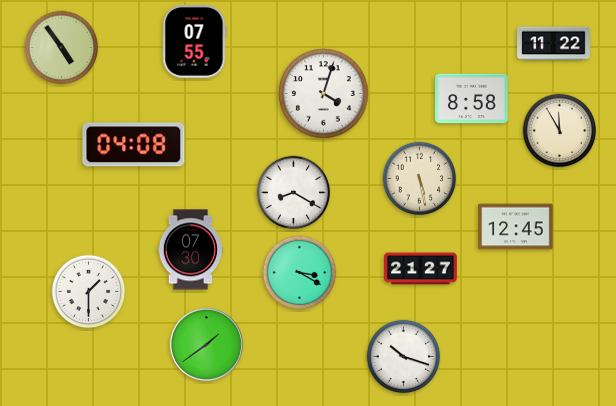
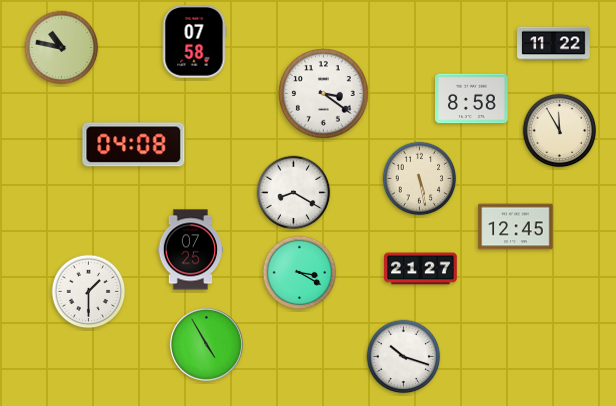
clock at (194, 42): 07:55 -> 07:58
clock at (62, 48): 4:54 -> 10:47
clock at (324, 94): 4:03 -> 3:21
clock at (191, 250): 07:30 -> 07:25
clock at (206, 344): 1:39 -> 4:55
